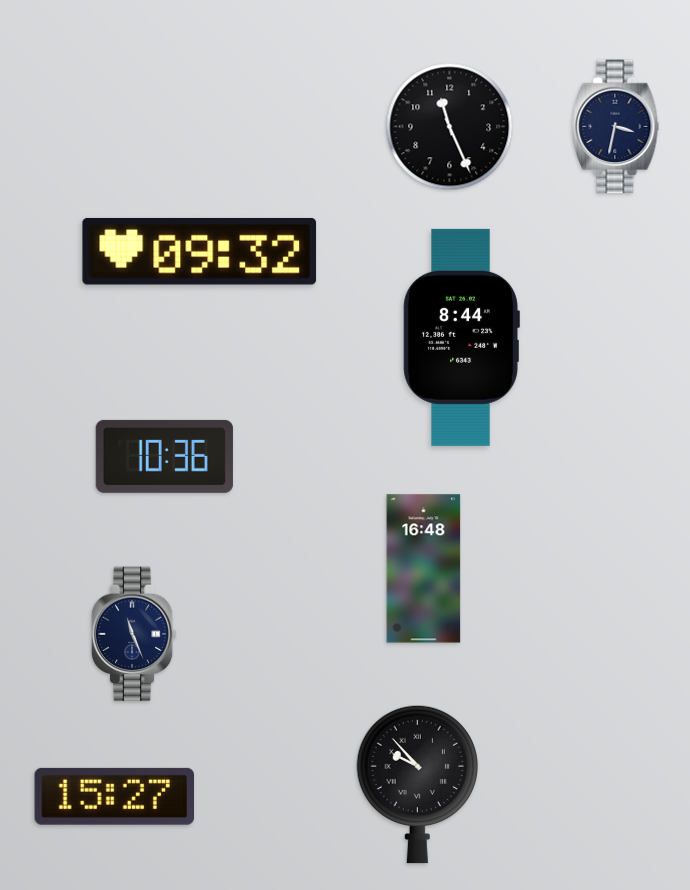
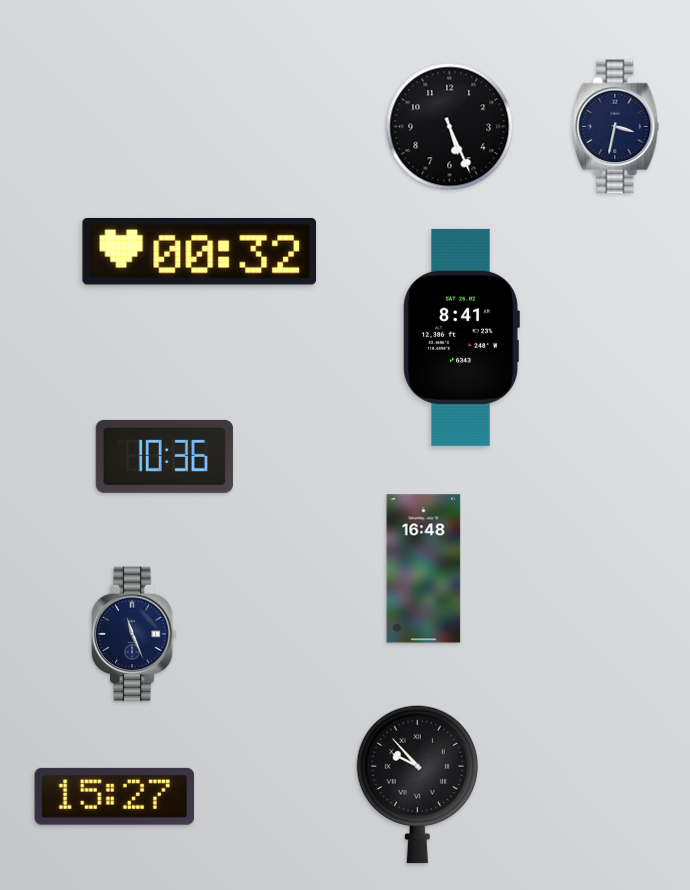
clock at (450, 127): 11:26 -> 5:26
clock at (200, 252): 09:32 -> 00:32
clock at (461, 337): 8:44 -> 8:41
